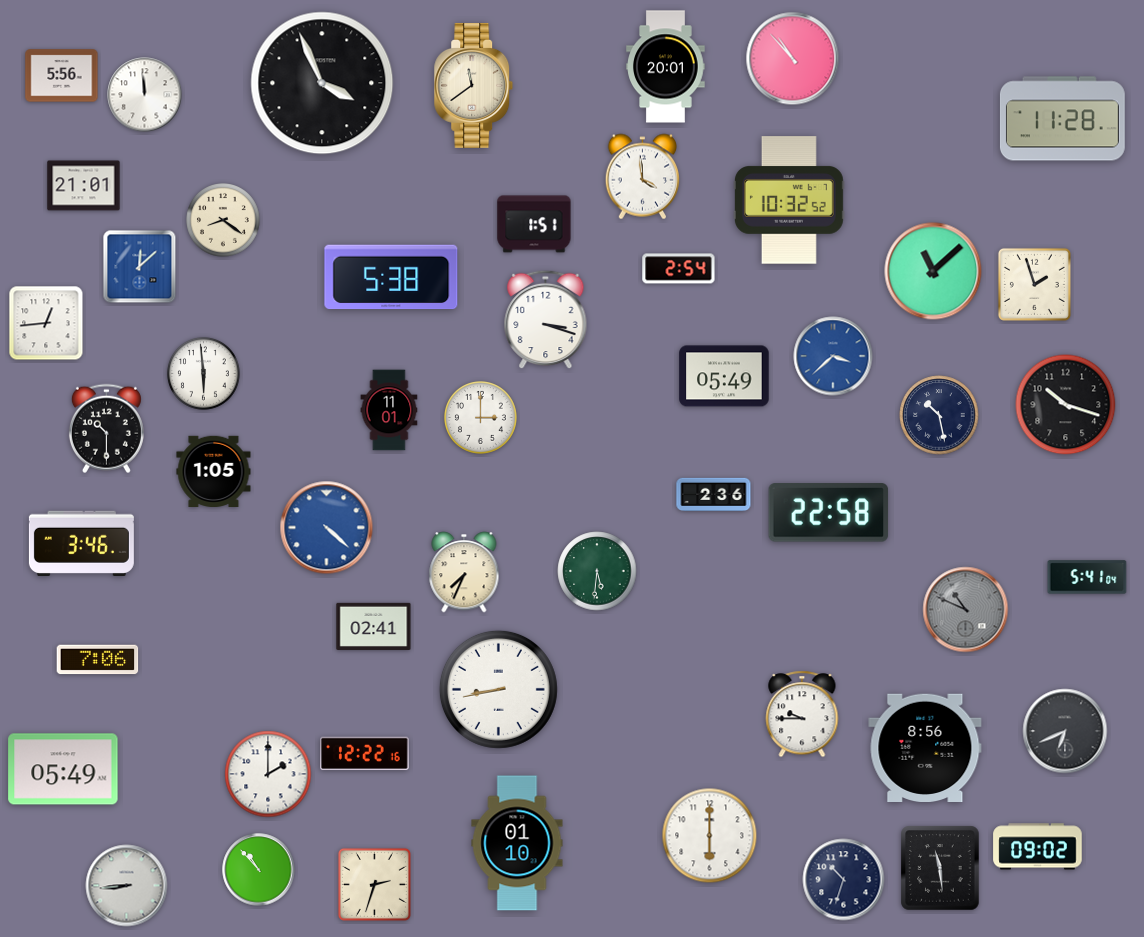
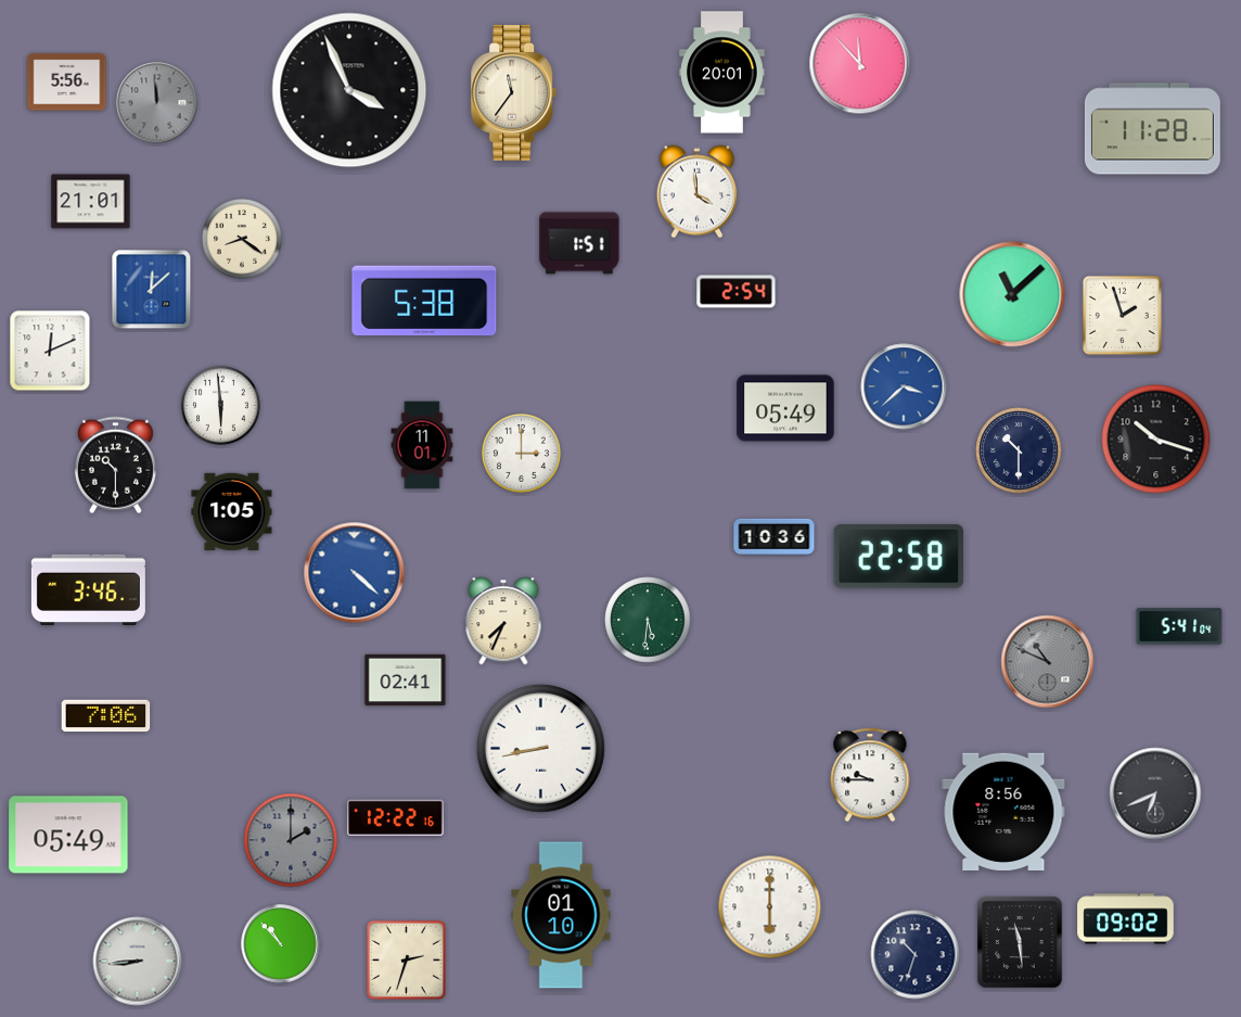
clock at (793, 59): 10:53 -> 11:53
clock at (474, 85): 11:39 -> 11:36
clock at (145, 95) dial: white -> grey
clock at (789, 200): 10:32 -> none
clock at (1034, 284) position: (1034, 284) -> (1122, 315)
clock at (546, 320): 3:18 -> none
clock at (46, 323): 12:44 -> 12:11
clock at (939, 415): 10:28 -> 10:30
clock at (714, 494): 2:36 -> 10:36
clock at (268, 774) dial: white -> grey
